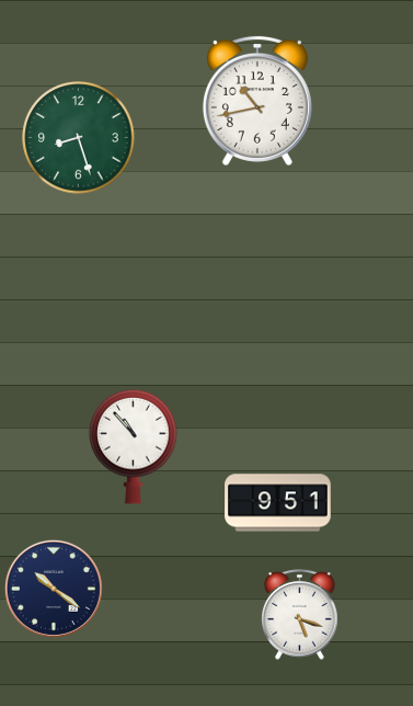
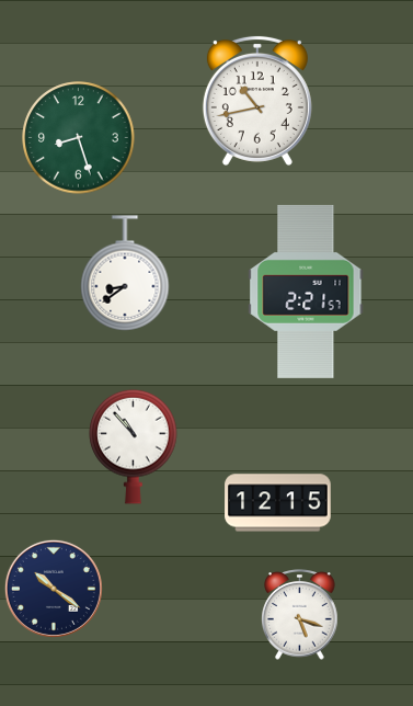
clock at (125, 273): none -> 8:39
clock at (306, 292): none -> 2:21
clock at (278, 503): 9:51 -> 12:15
